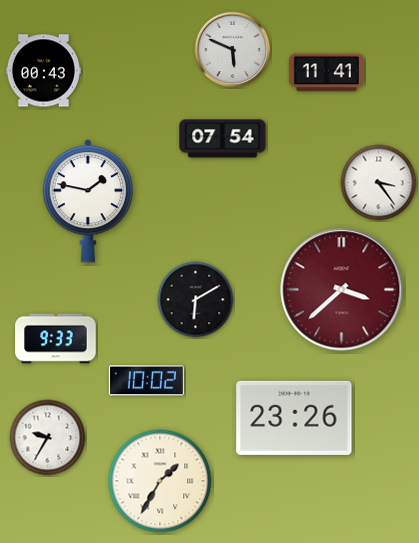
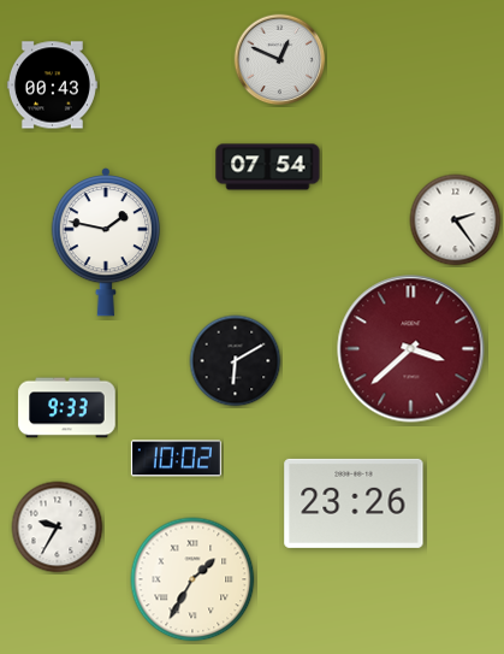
clock at (233, 50): 5:49 -> 12:49
clock at (326, 73): 11:41 -> none
clock at (379, 183): 3:24 -> 2:24
